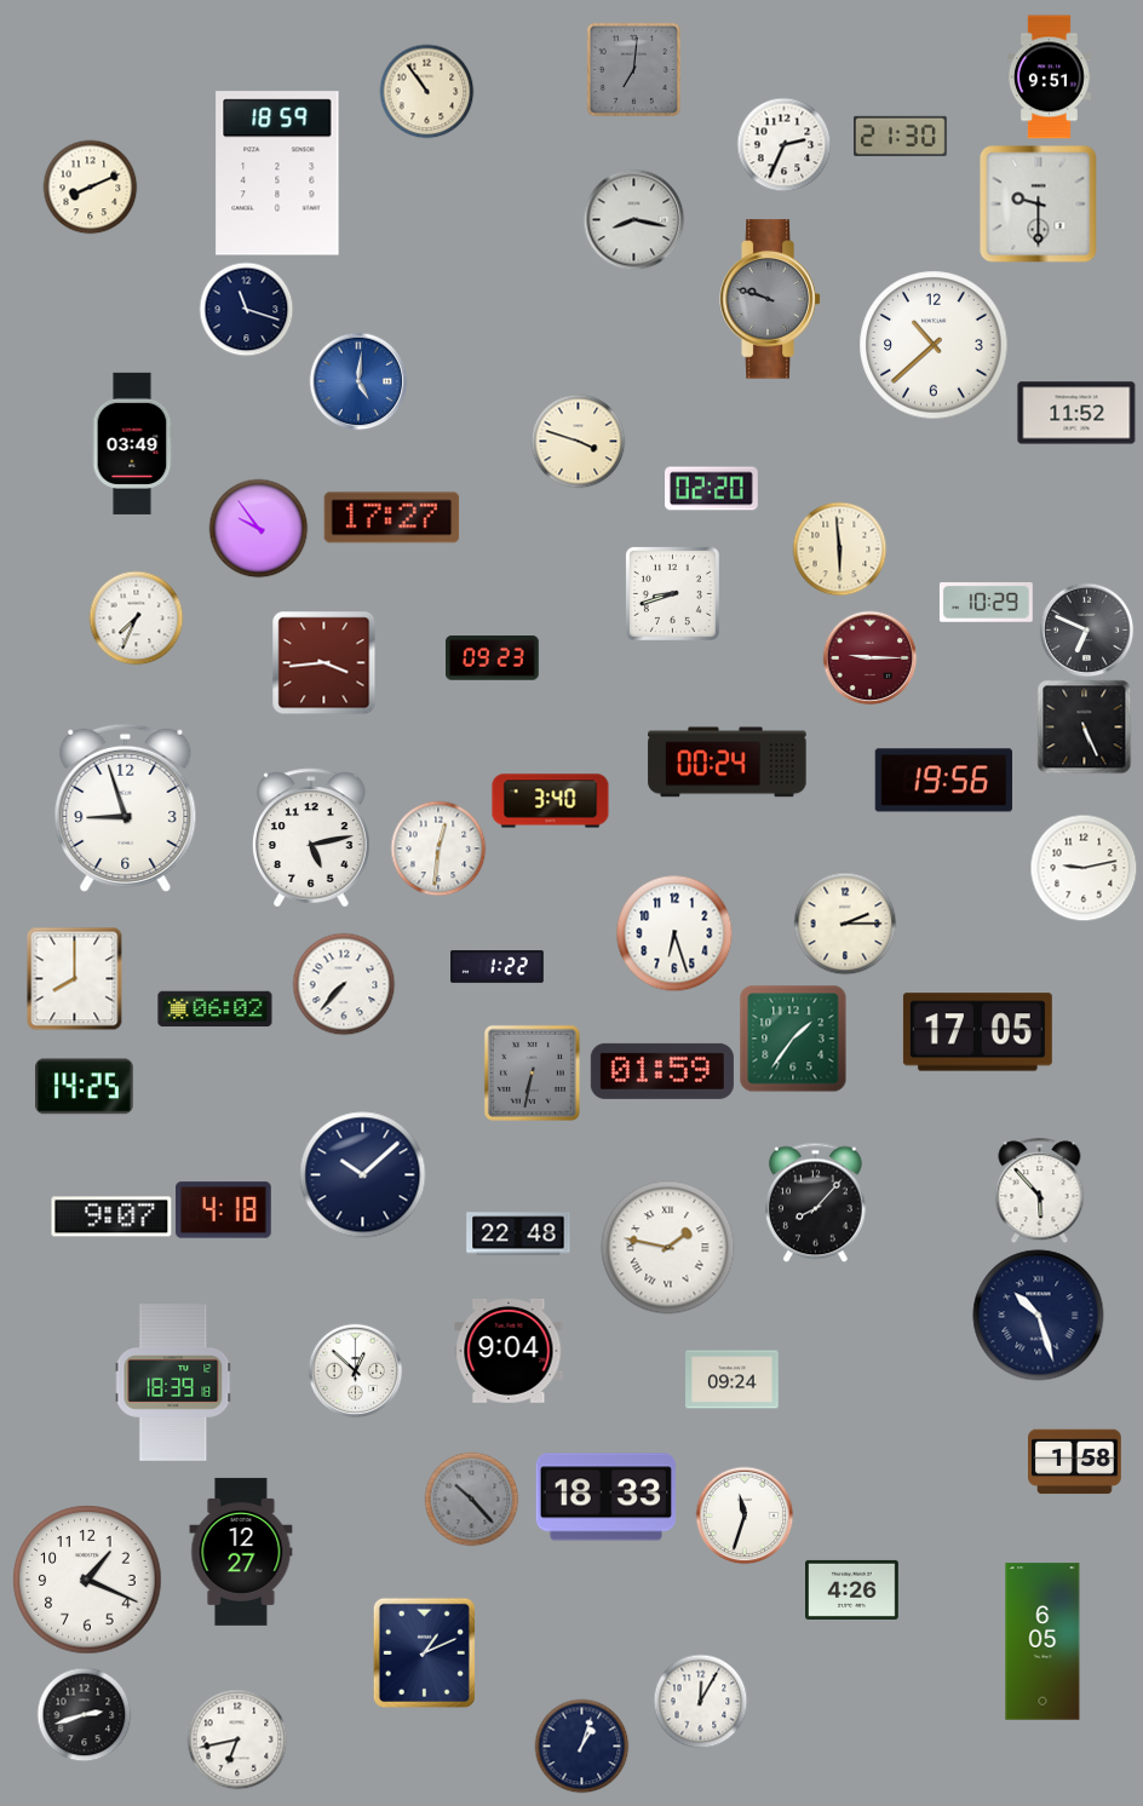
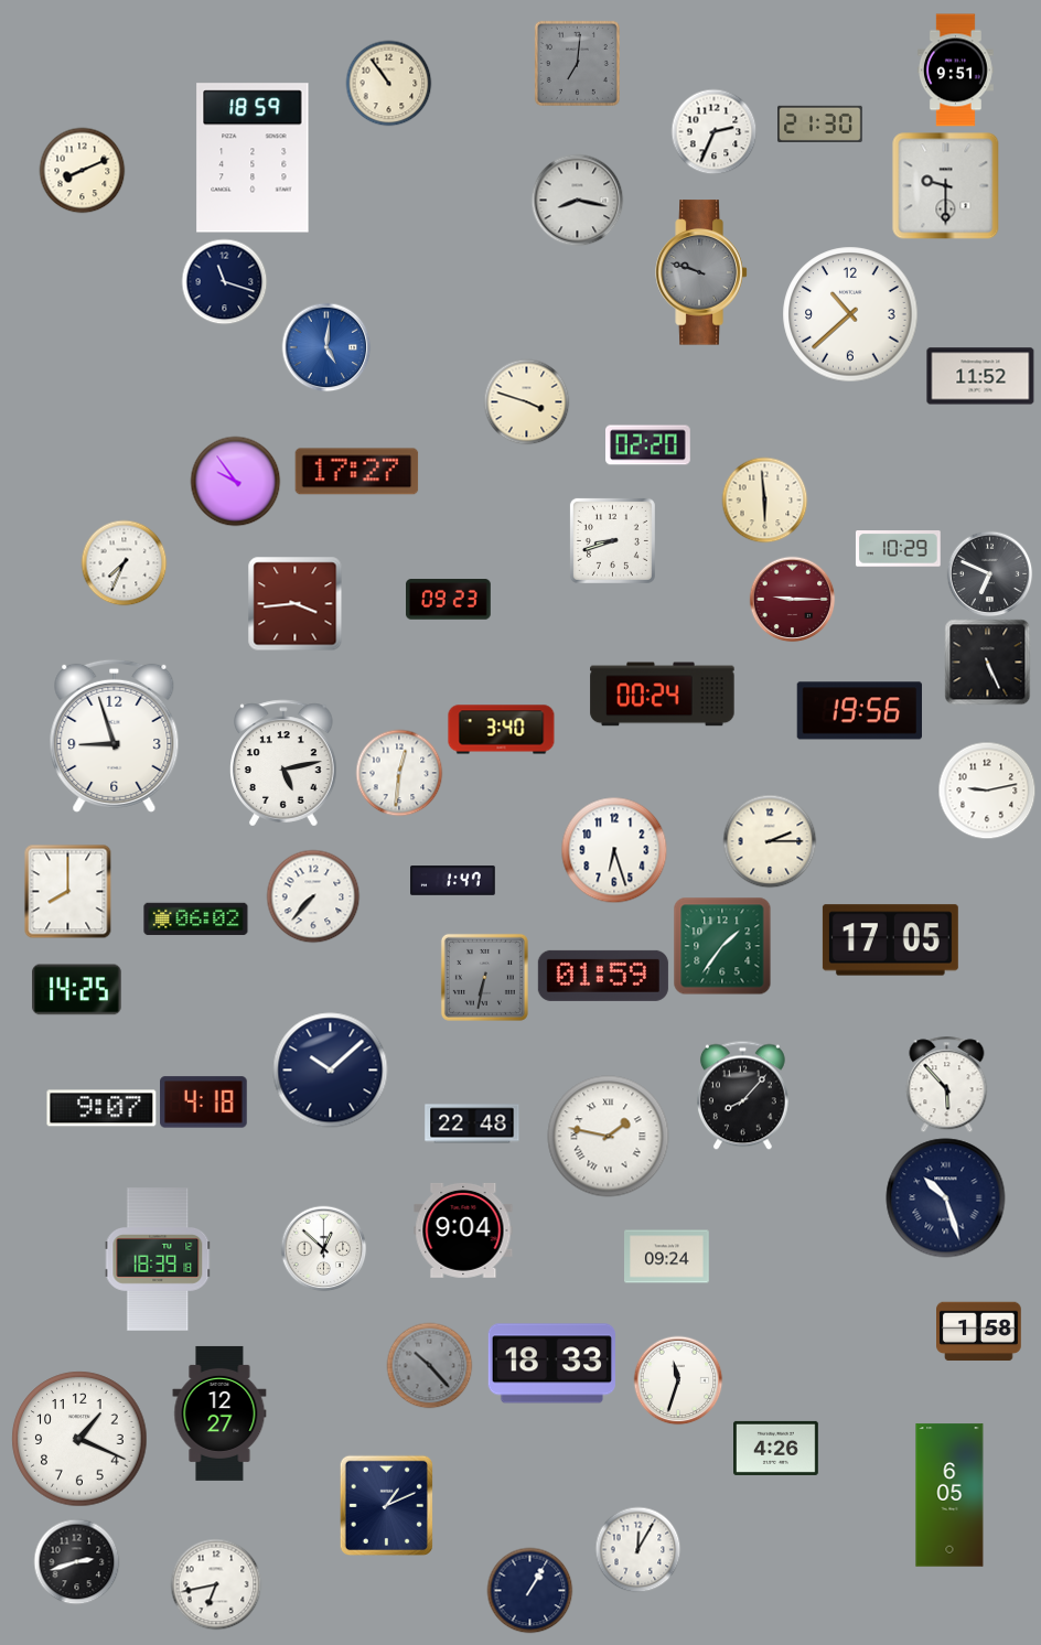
clock at (132, 443): 03:49 -> none
clock at (498, 967): 1:22 -> 1:47
clock at (581, 1745): 1:03 -> 1:05
